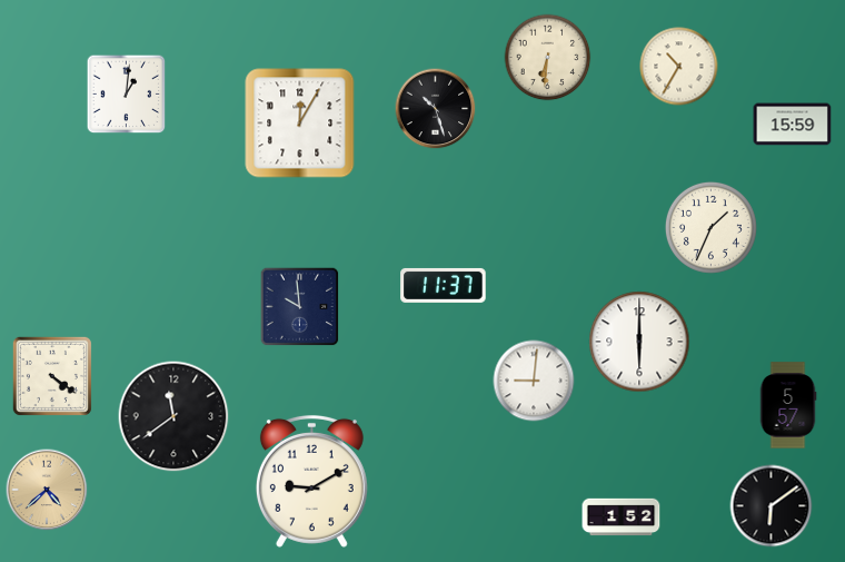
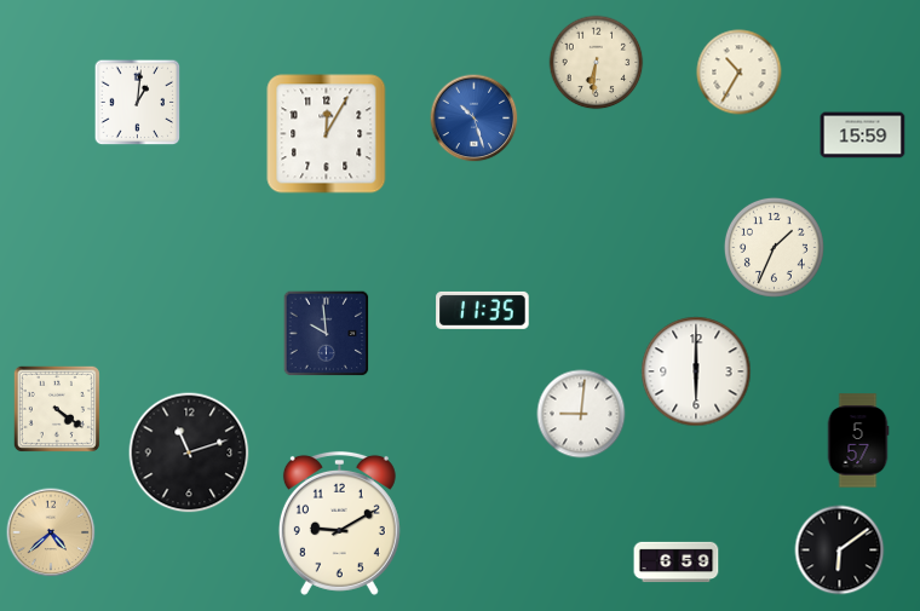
clock at (436, 109) dial: black -> blue
clock at (444, 285): 11:37 -> 11:35
clock at (173, 416): 11:39 -> 11:12
clock at (622, 517): 1:52 -> 6:59
